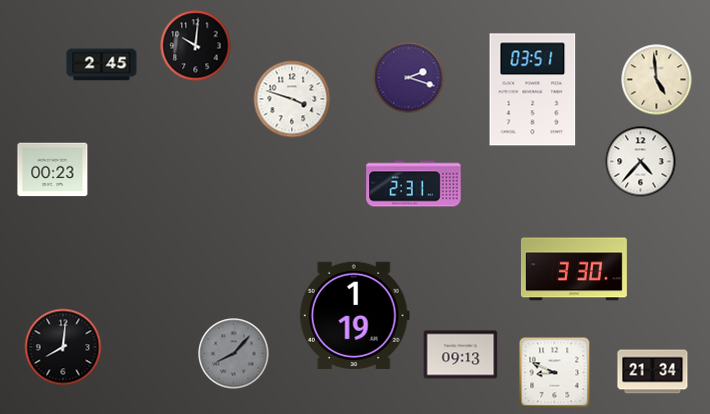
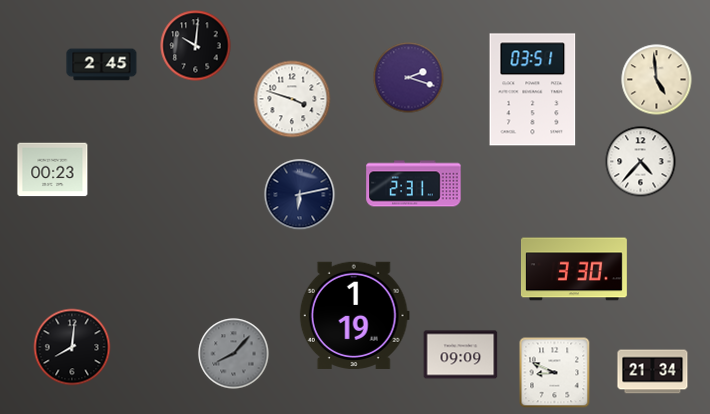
clock at (300, 195): none -> 6:13
clock at (63, 347) position: (63, 347) -> (72, 347)
clock at (461, 355): 09:13 -> 09:09
